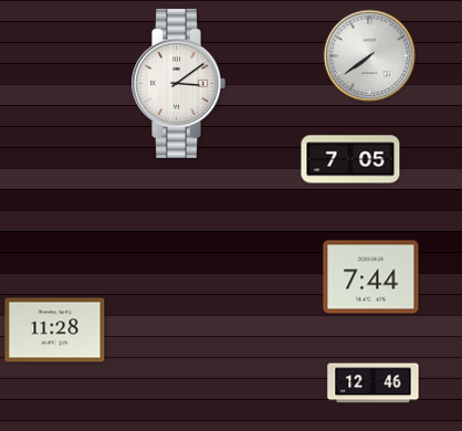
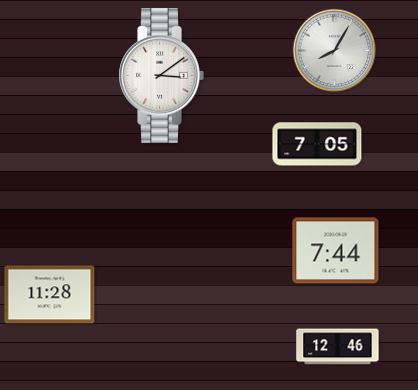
clock at (370, 56): 7:39 -> 8:05
clock at (55, 330) position: (55, 330) -> (50, 295)
